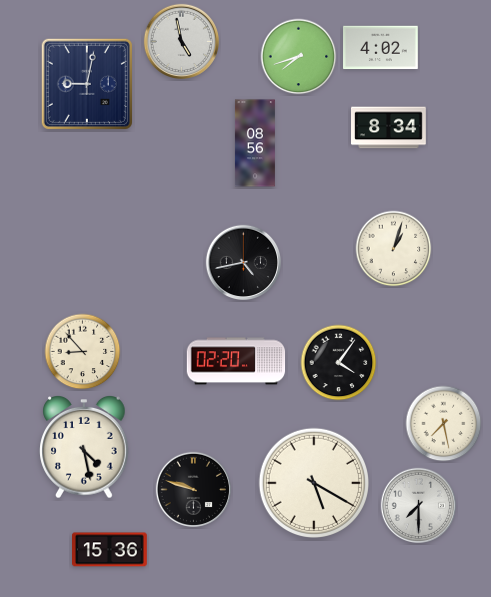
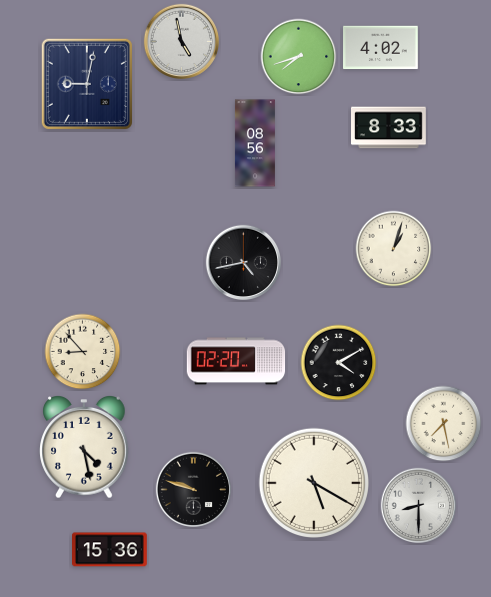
clock at (389, 128): 8:34 -> 8:33
clock at (339, 363): 4:06 -> 4:10
clock at (418, 505): 7:30 -> 8:30
